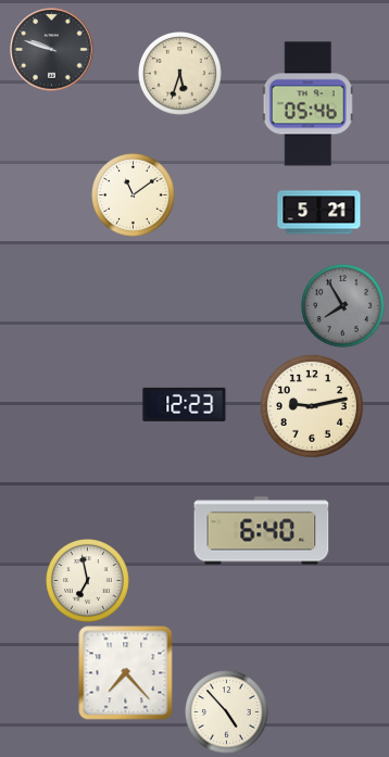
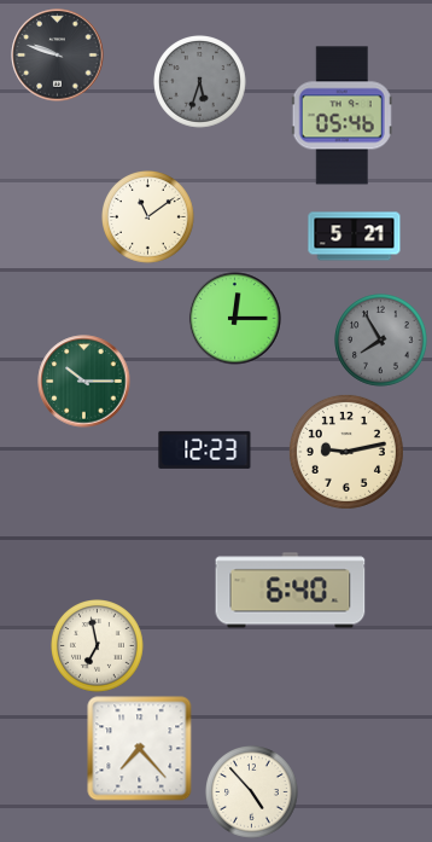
clock at (180, 74) dial: cream -> grey
clock at (235, 319): none -> 12:15
clock at (84, 382): none -> 10:15
